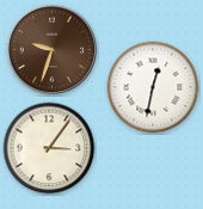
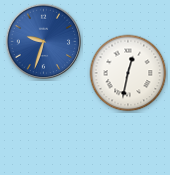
clock at (53, 50) dial: brown -> blue
clock at (49, 148): 3:06 -> none
